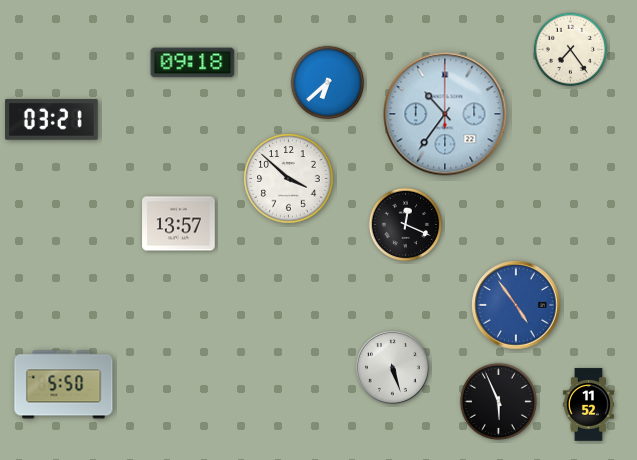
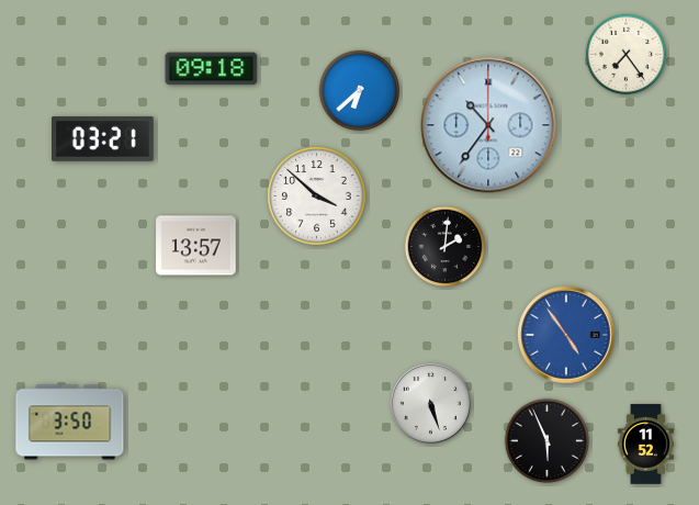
clock at (52, 120) position: (52, 120) -> (103, 139)
clock at (406, 225): 12:19 -> 2:01
clock at (64, 385): 5:50 -> 3:50
